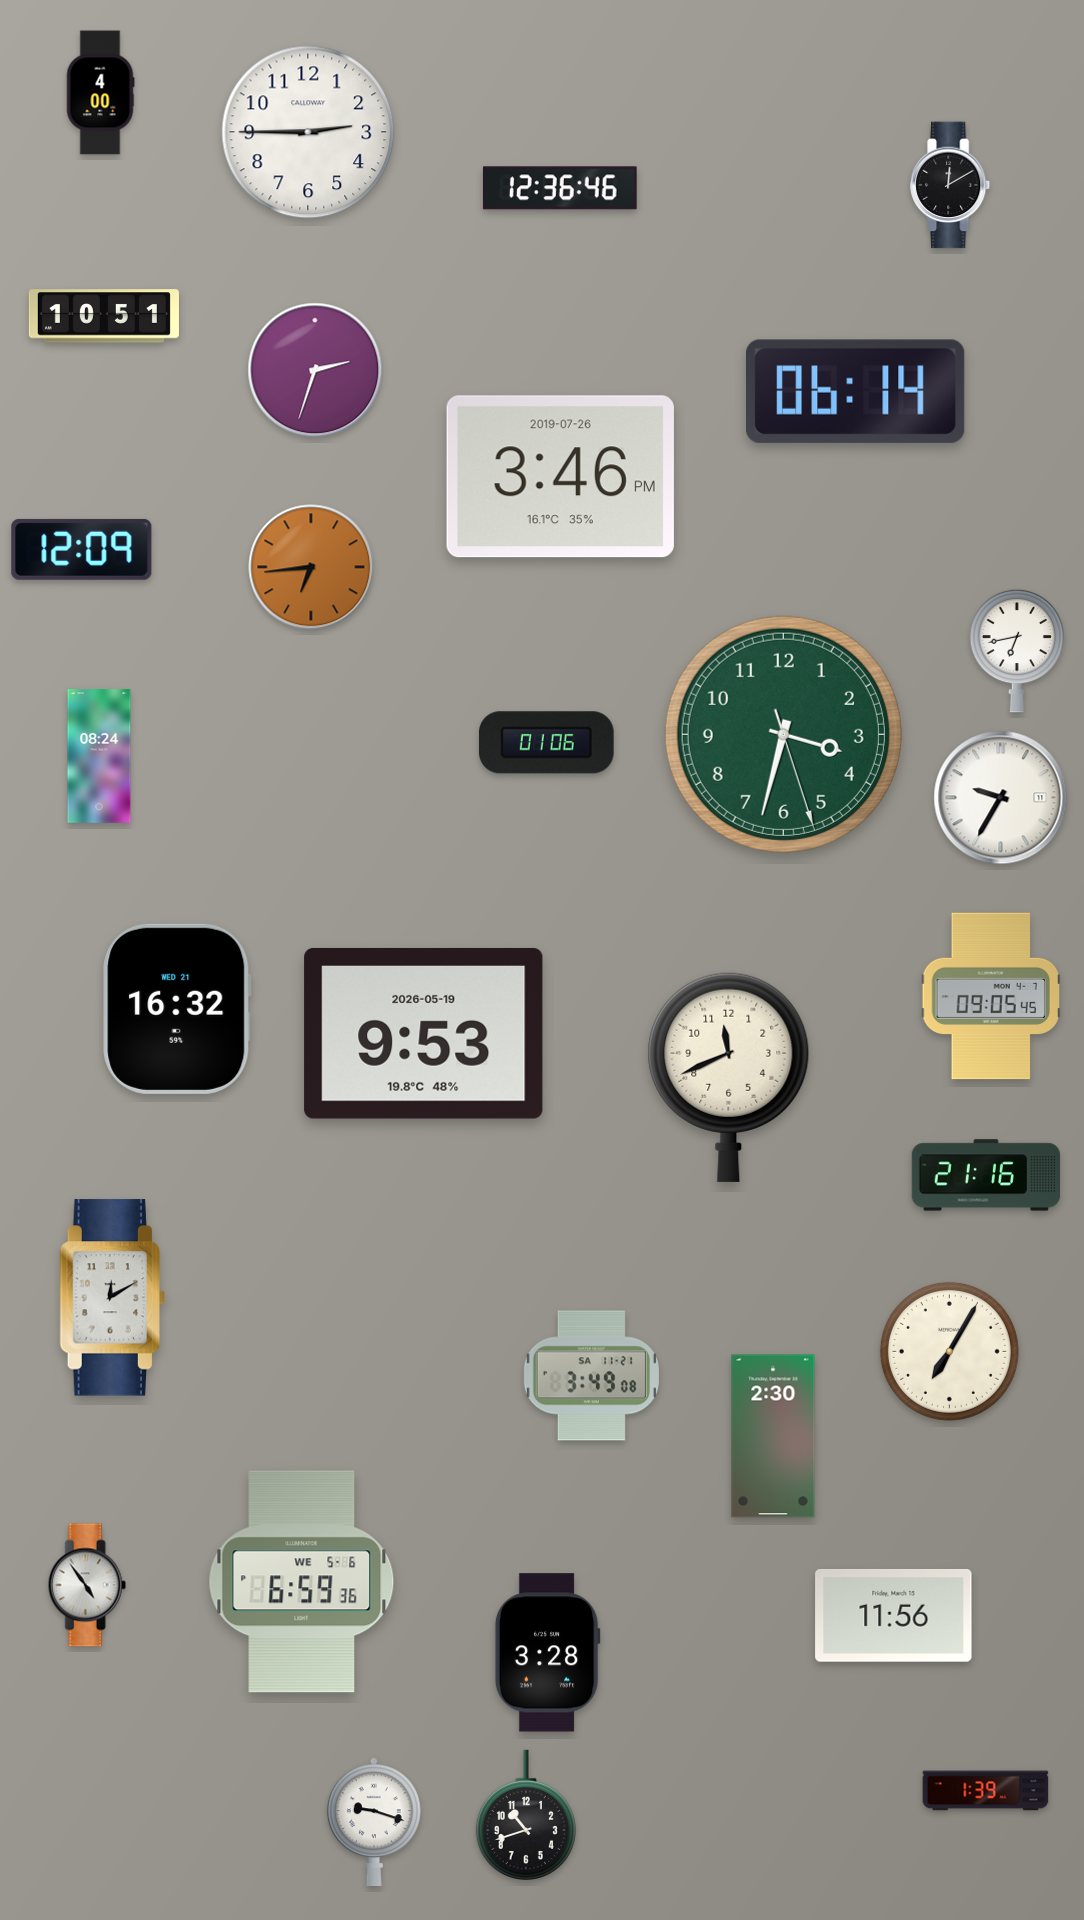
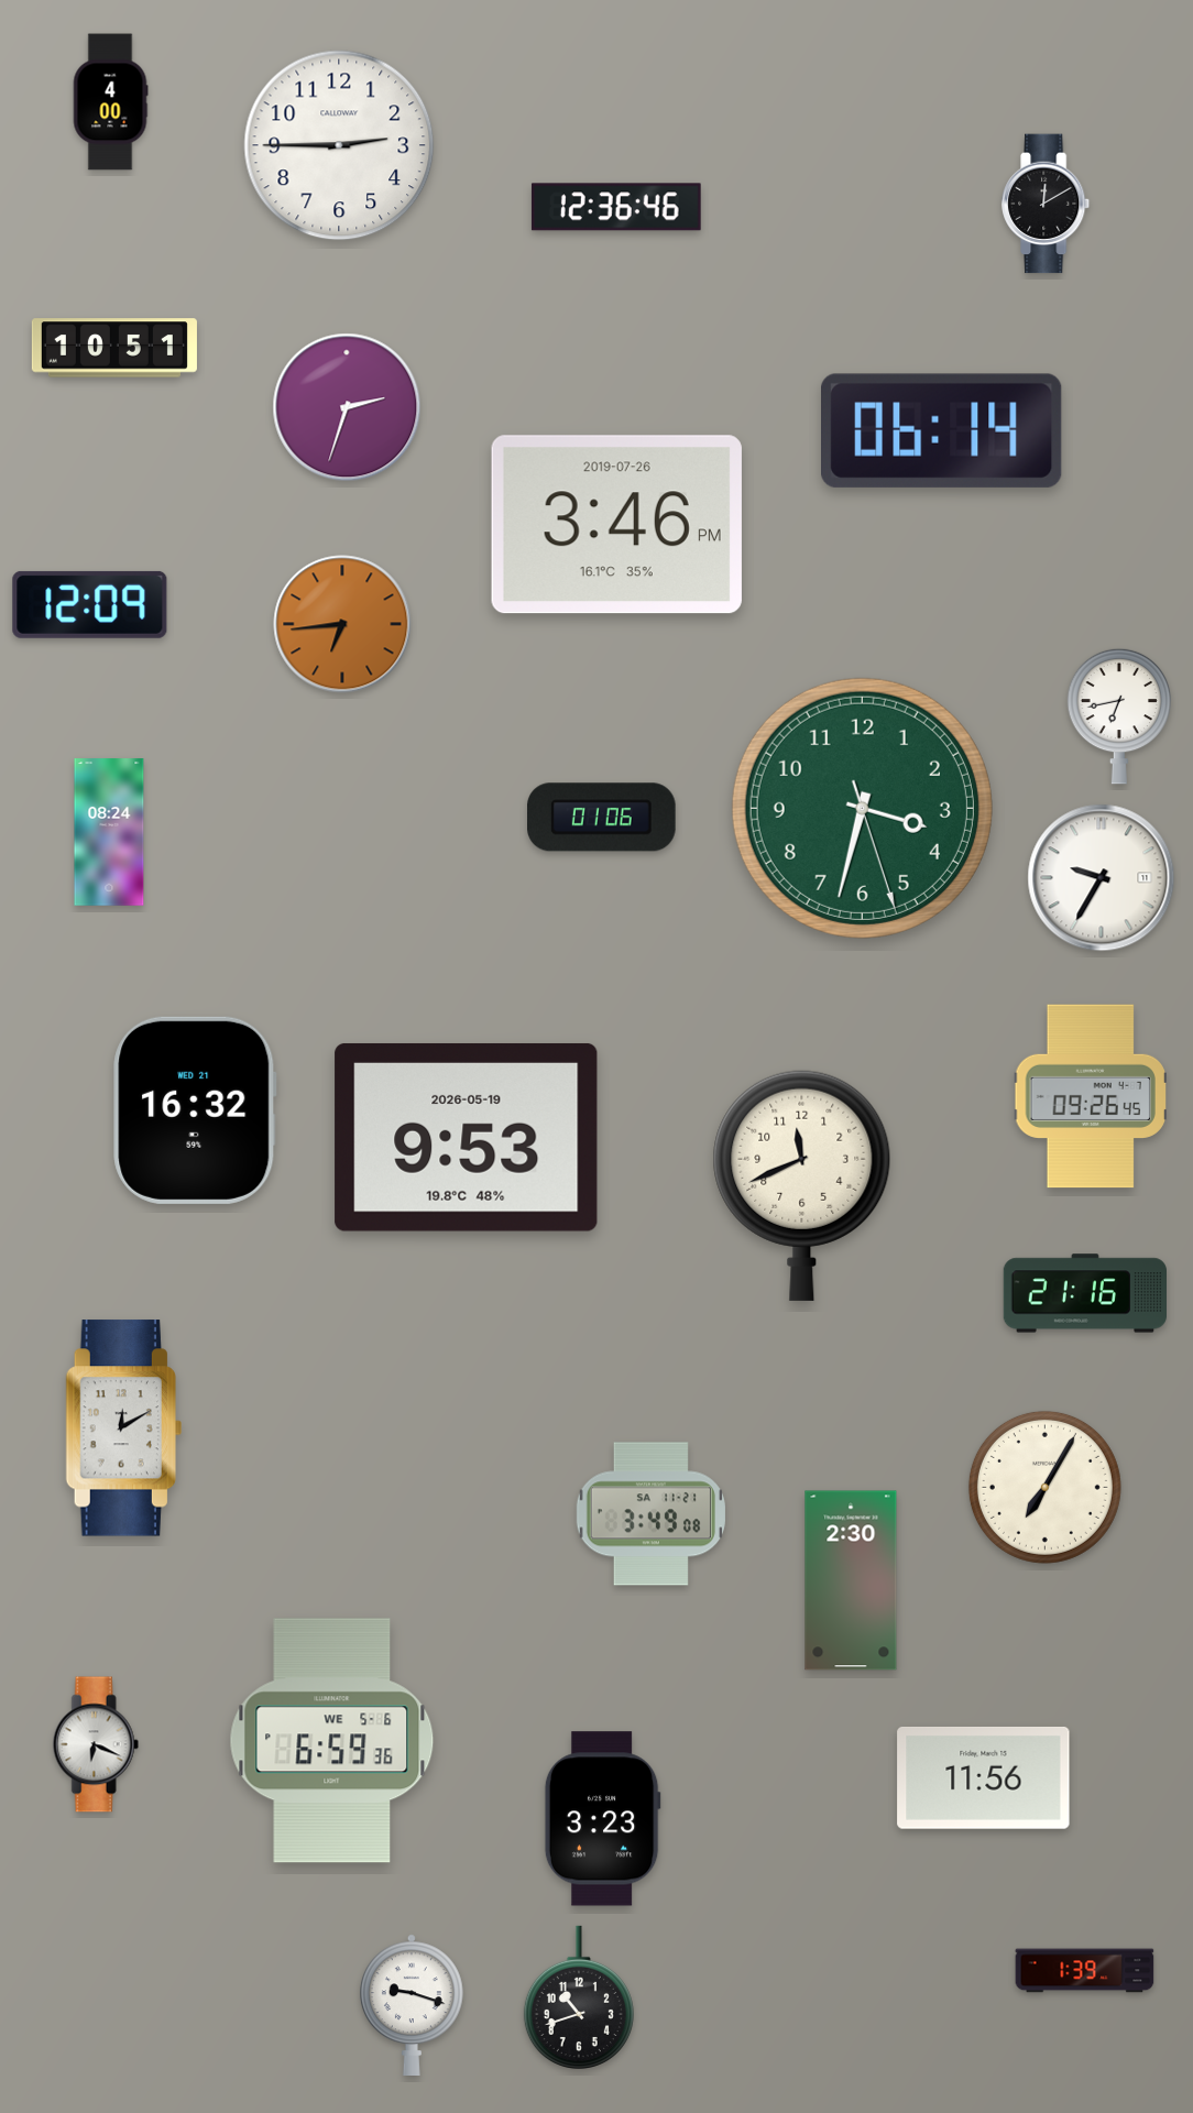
clock at (991, 996): 09:05 -> 09:26
clock at (87, 1585): 4:54 -> 6:19
clock at (547, 1653): 3:28 -> 3:23
